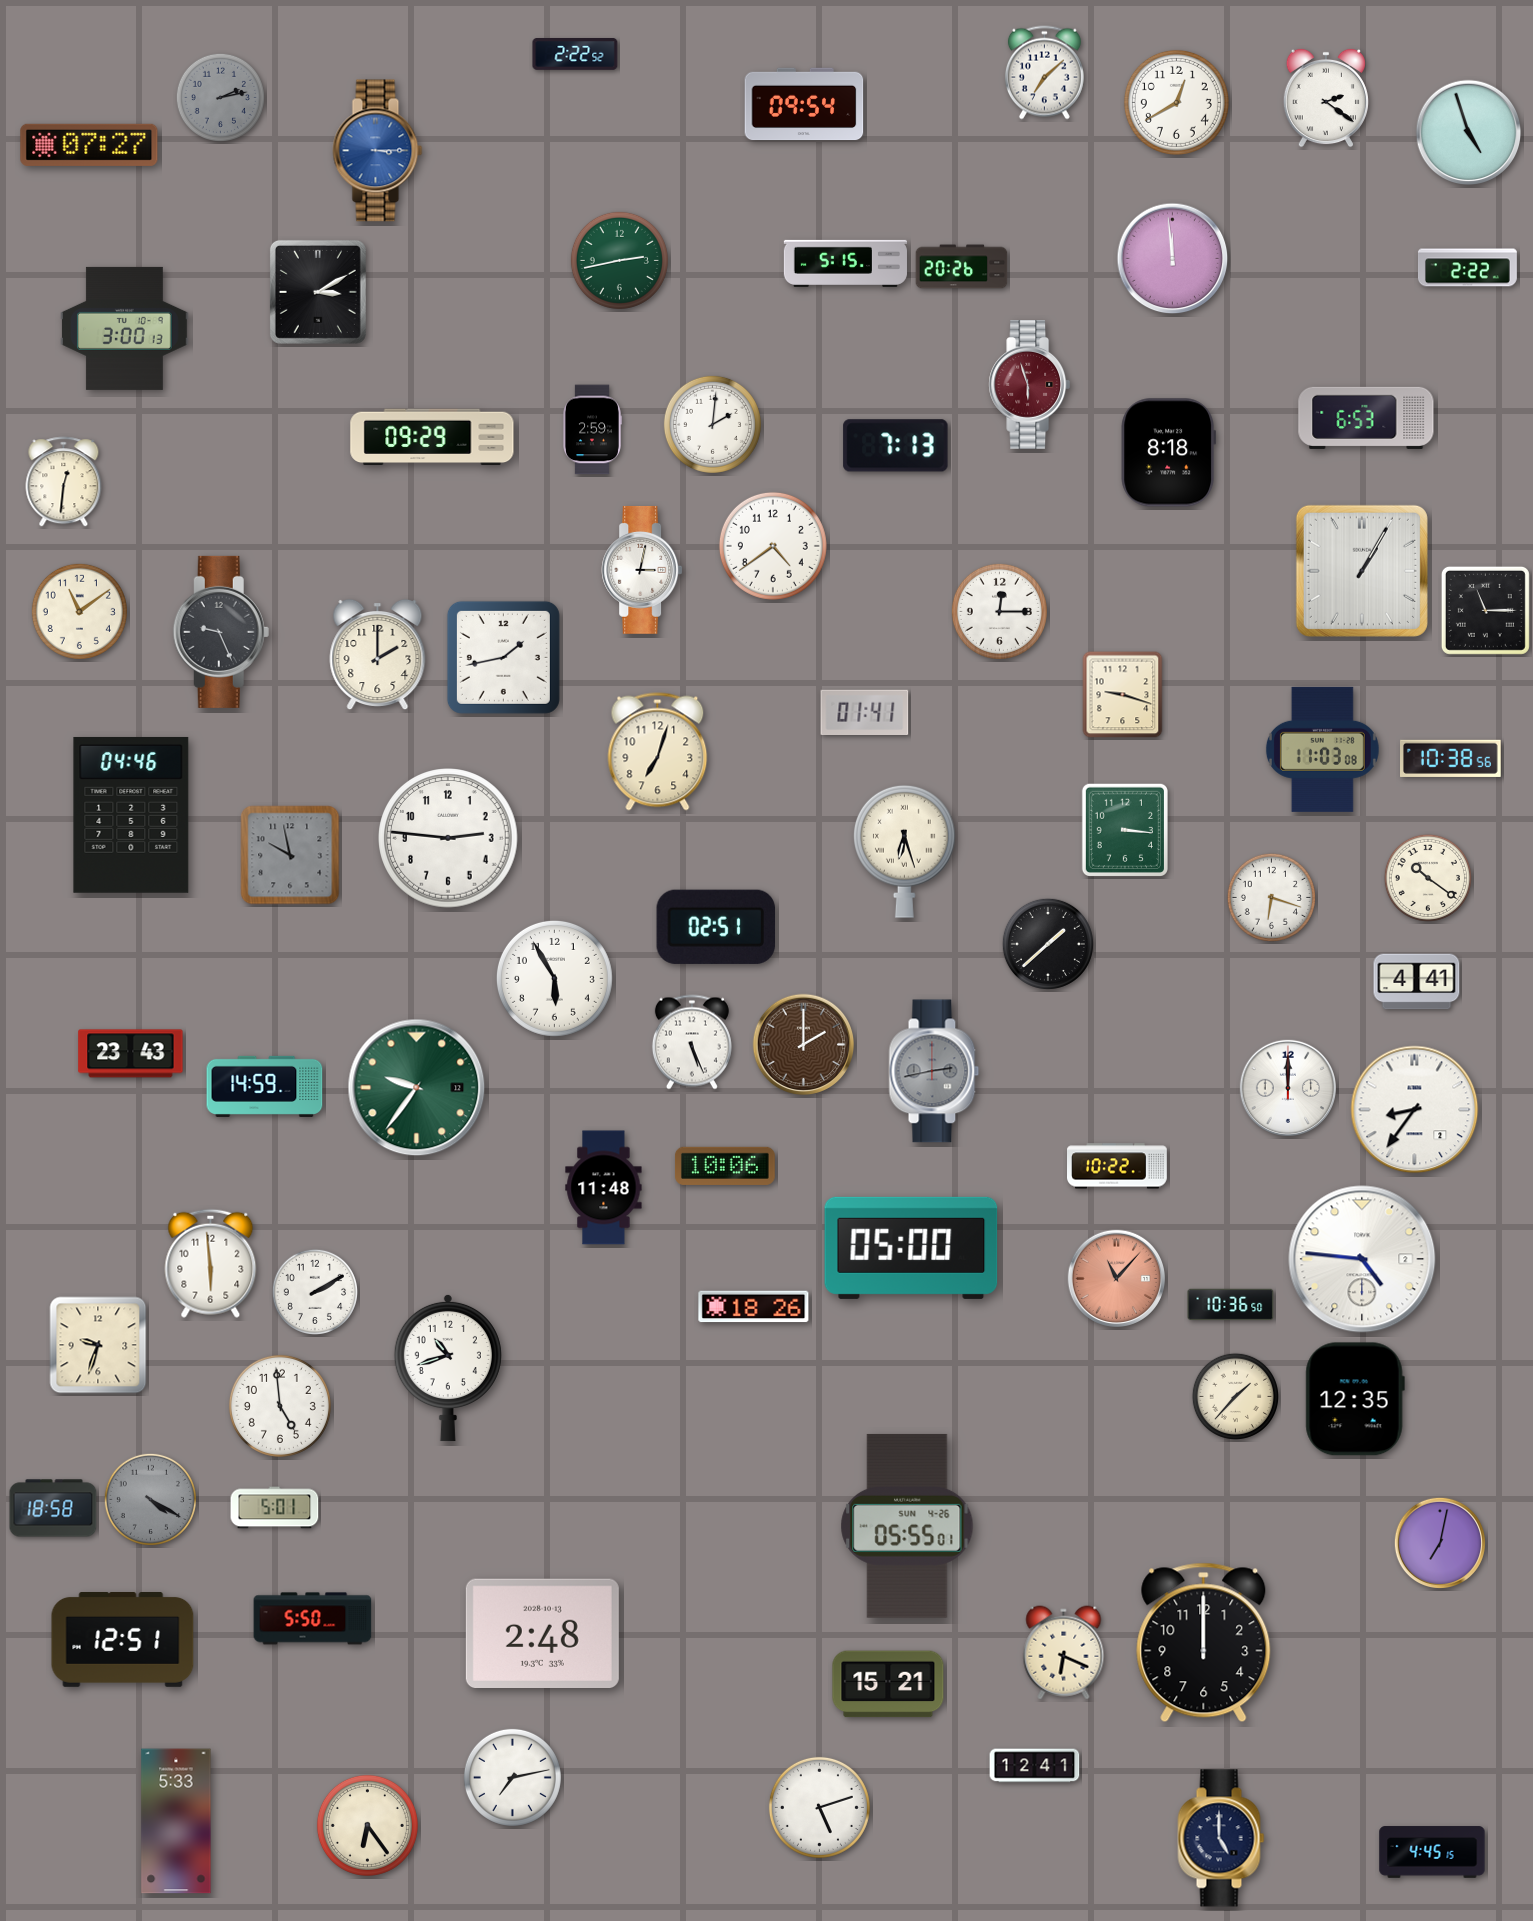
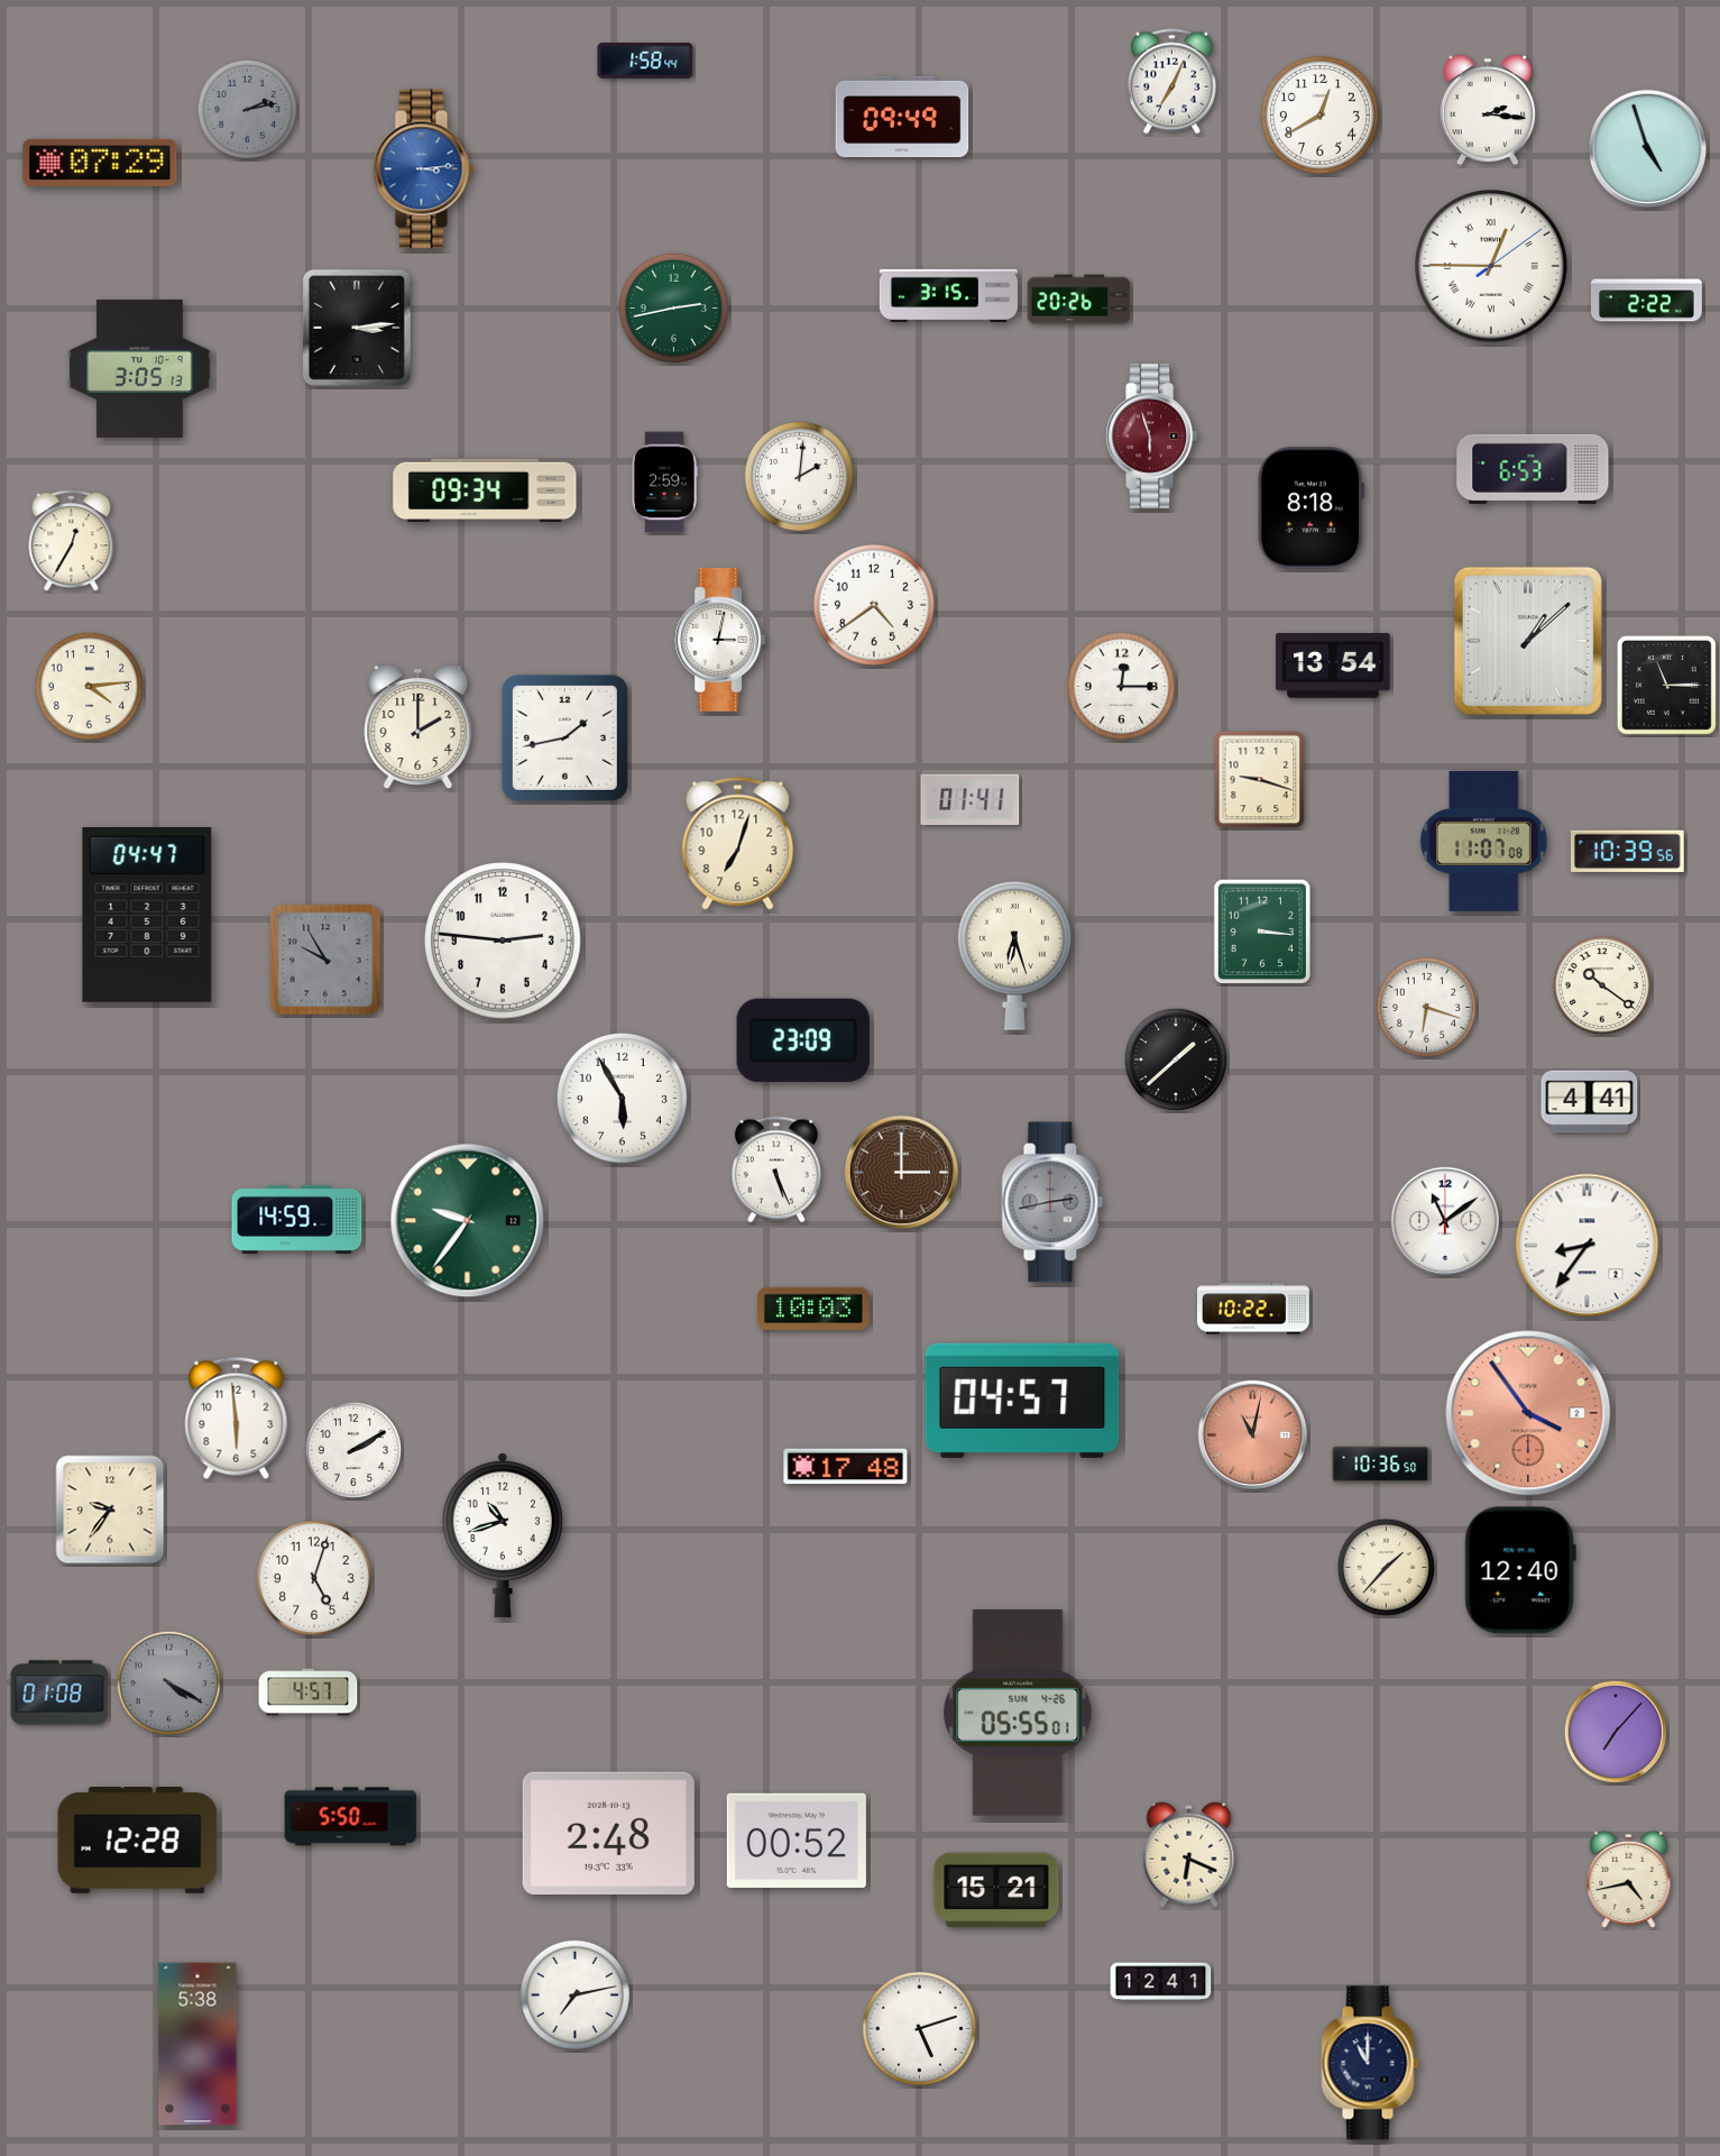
clock at (575, 55): 2:22 -> 1:58
clock at (1044, 73): 7:08 -> 7:04
clock at (1326, 98): 2:21 -> 2:16
clock at (804, 104): 09:54 -> 09:49
clock at (89, 145): 07:27 -> 07:29
clock at (378, 151): 3:15 -> 3:14
clock at (1491, 266): none -> 12:45
clock at (1173, 259): 11:59 -> none
clock at (619, 260) position: (619, 260) -> (673, 308)
clock at (845, 263): 5:15 -> 3:15
clock at (318, 292): 3:10 -> 3:14
clock at (125, 328): 3:00 -> 3:05
clock at (1030, 385) position: (1030, 385) -> (1152, 437)
clock at (432, 437): 09:29 -> 09:34
clock at (896, 446): 7:13 -> none
clock at (64, 482): 12:31 -> 12:35
clock at (773, 546) position: (773, 546) -> (874, 605)
clock at (1362, 571): 1:05 -> 1:08
clock at (1333, 666): none -> 13:54
clock at (79, 611): 11:09 -> 4:14
clock at (221, 632): 9:26 -> none
clock at (378, 655) position: (378, 655) -> (418, 727)
clock at (1322, 749): 11:03 -> 11:07
clock at (1451, 758): 10:38 -> 10:39
clock at (131, 815): 04:46 -> 04:47
clock at (290, 855): 9:58 -> 9:55
clock at (716, 927): 02:51 -> 23:09
clock at (804, 1045): 2:00 -> 3:00
clock at (131, 1054): 23:43 -> none
clock at (934, 1071) position: (934, 1071) -> (1052, 1202)
clock at (1287, 1087): 12:00 -> 11:09
clock at (725, 1166): 10:06 -> 10:03
clock at (604, 1188): 11:48 -> none
clock at (911, 1248): 05:00 -> 04:57
clock at (1362, 1259): 4:46 -> 3:54
clock at (1362, 1259) dial: white -> salmon
clock at (1116, 1278): 11:07 -> 11:02
clock at (754, 1307): 18:26 -> 17:48
clock at (98, 1345): 9:33 -> 9:36
clock at (1355, 1399): 12:35 -> 12:40
clock at (280, 1406): 4:59 -> 5:03
clock at (53, 1508): 18:58 -> 01:08
clock at (275, 1508): 5:01 -> 4:57
clock at (1440, 1543): 7:02 -> 7:07
clock at (123, 1640): 12:51 -> 12:28
clock at (797, 1841): none -> 00:52
clock at (1204, 1643): 12:00 -> none
clock at (1064, 1653) position: (1064, 1653) -> (1189, 1855)
clock at (1629, 1880): none -> 4:43
clock at (176, 1821): 5:33 -> 5:38
clock at (367, 1825): 6:24 -> none
clock at (1221, 1838): 5:00 -> 11:00
clock at (1432, 1852): 4:45 -> none
